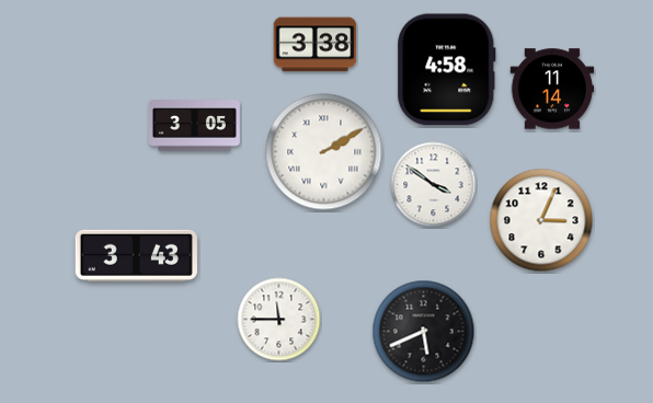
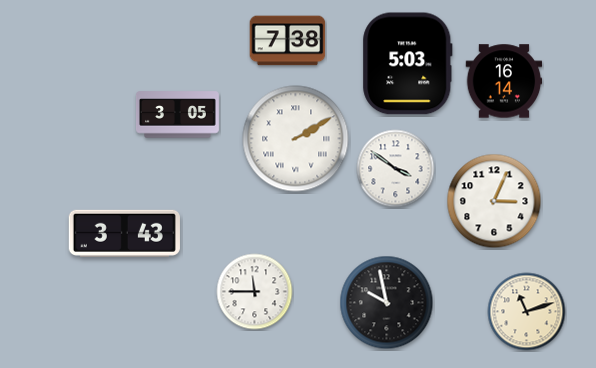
clock at (316, 45): 3:38 -> 7:38
clock at (447, 70): 4:58 -> 5:03
clock at (552, 89): 11:14 -> 16:14
clock at (424, 332): 5:41 -> 9:58
clock at (527, 312): none -> 11:12
